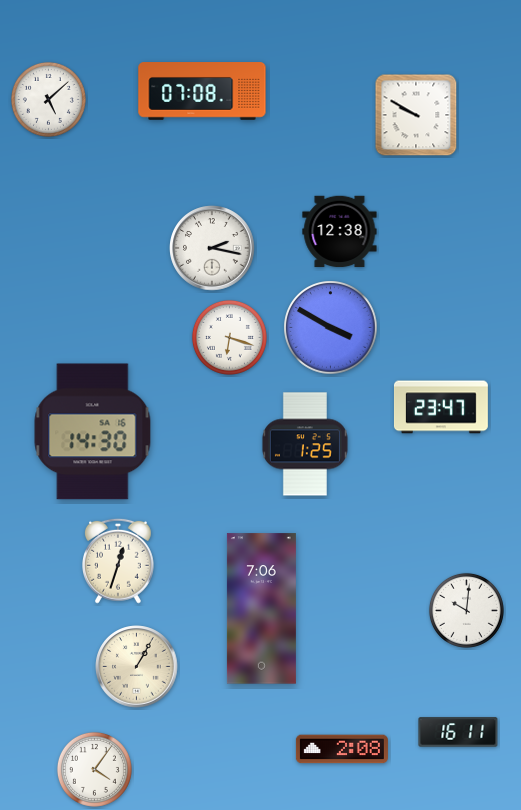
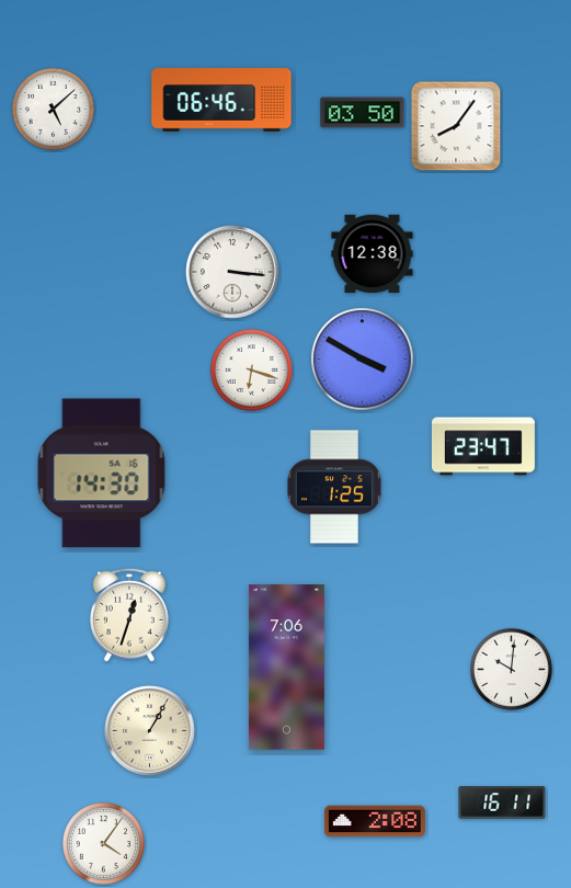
clock at (202, 91): 07:08 -> 06:46
clock at (363, 113): none -> 03:50
clock at (416, 115): 9:50 -> 8:06
clock at (212, 248): 2:17 -> 3:16
